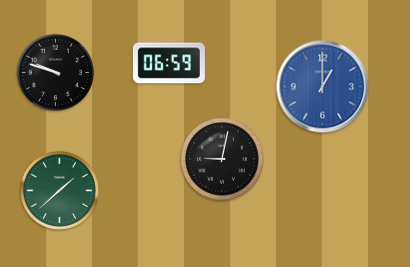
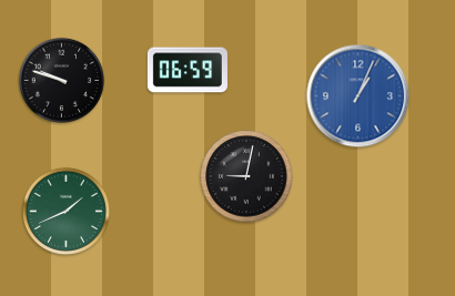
clock at (323, 87): 1:00 -> 1:04
clock at (59, 190): 1:38 -> 1:41
